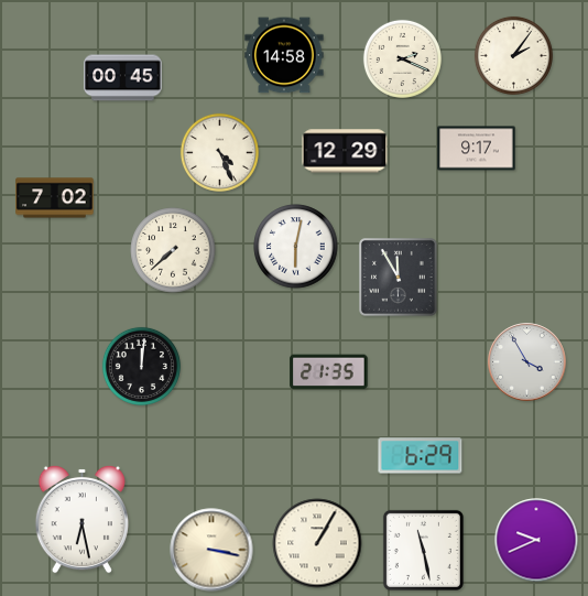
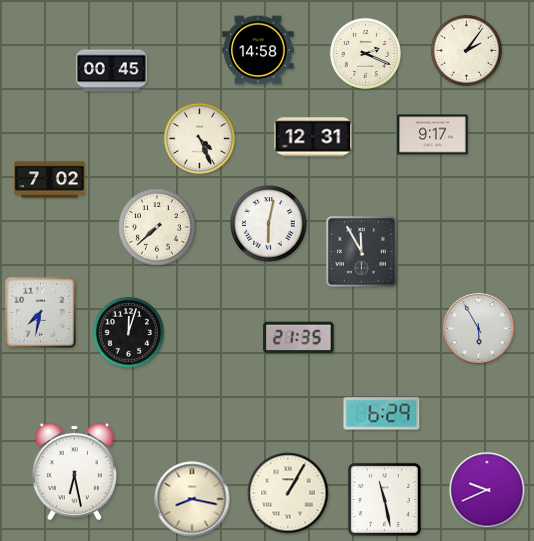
clock at (345, 151): 12:29 -> 12:31
clock at (41, 313): none -> 7:32
clock at (527, 362): 3:55 -> 5:55
clock at (141, 366): 12:01 -> 12:03
clock at (211, 550): 3:17 -> 8:17
